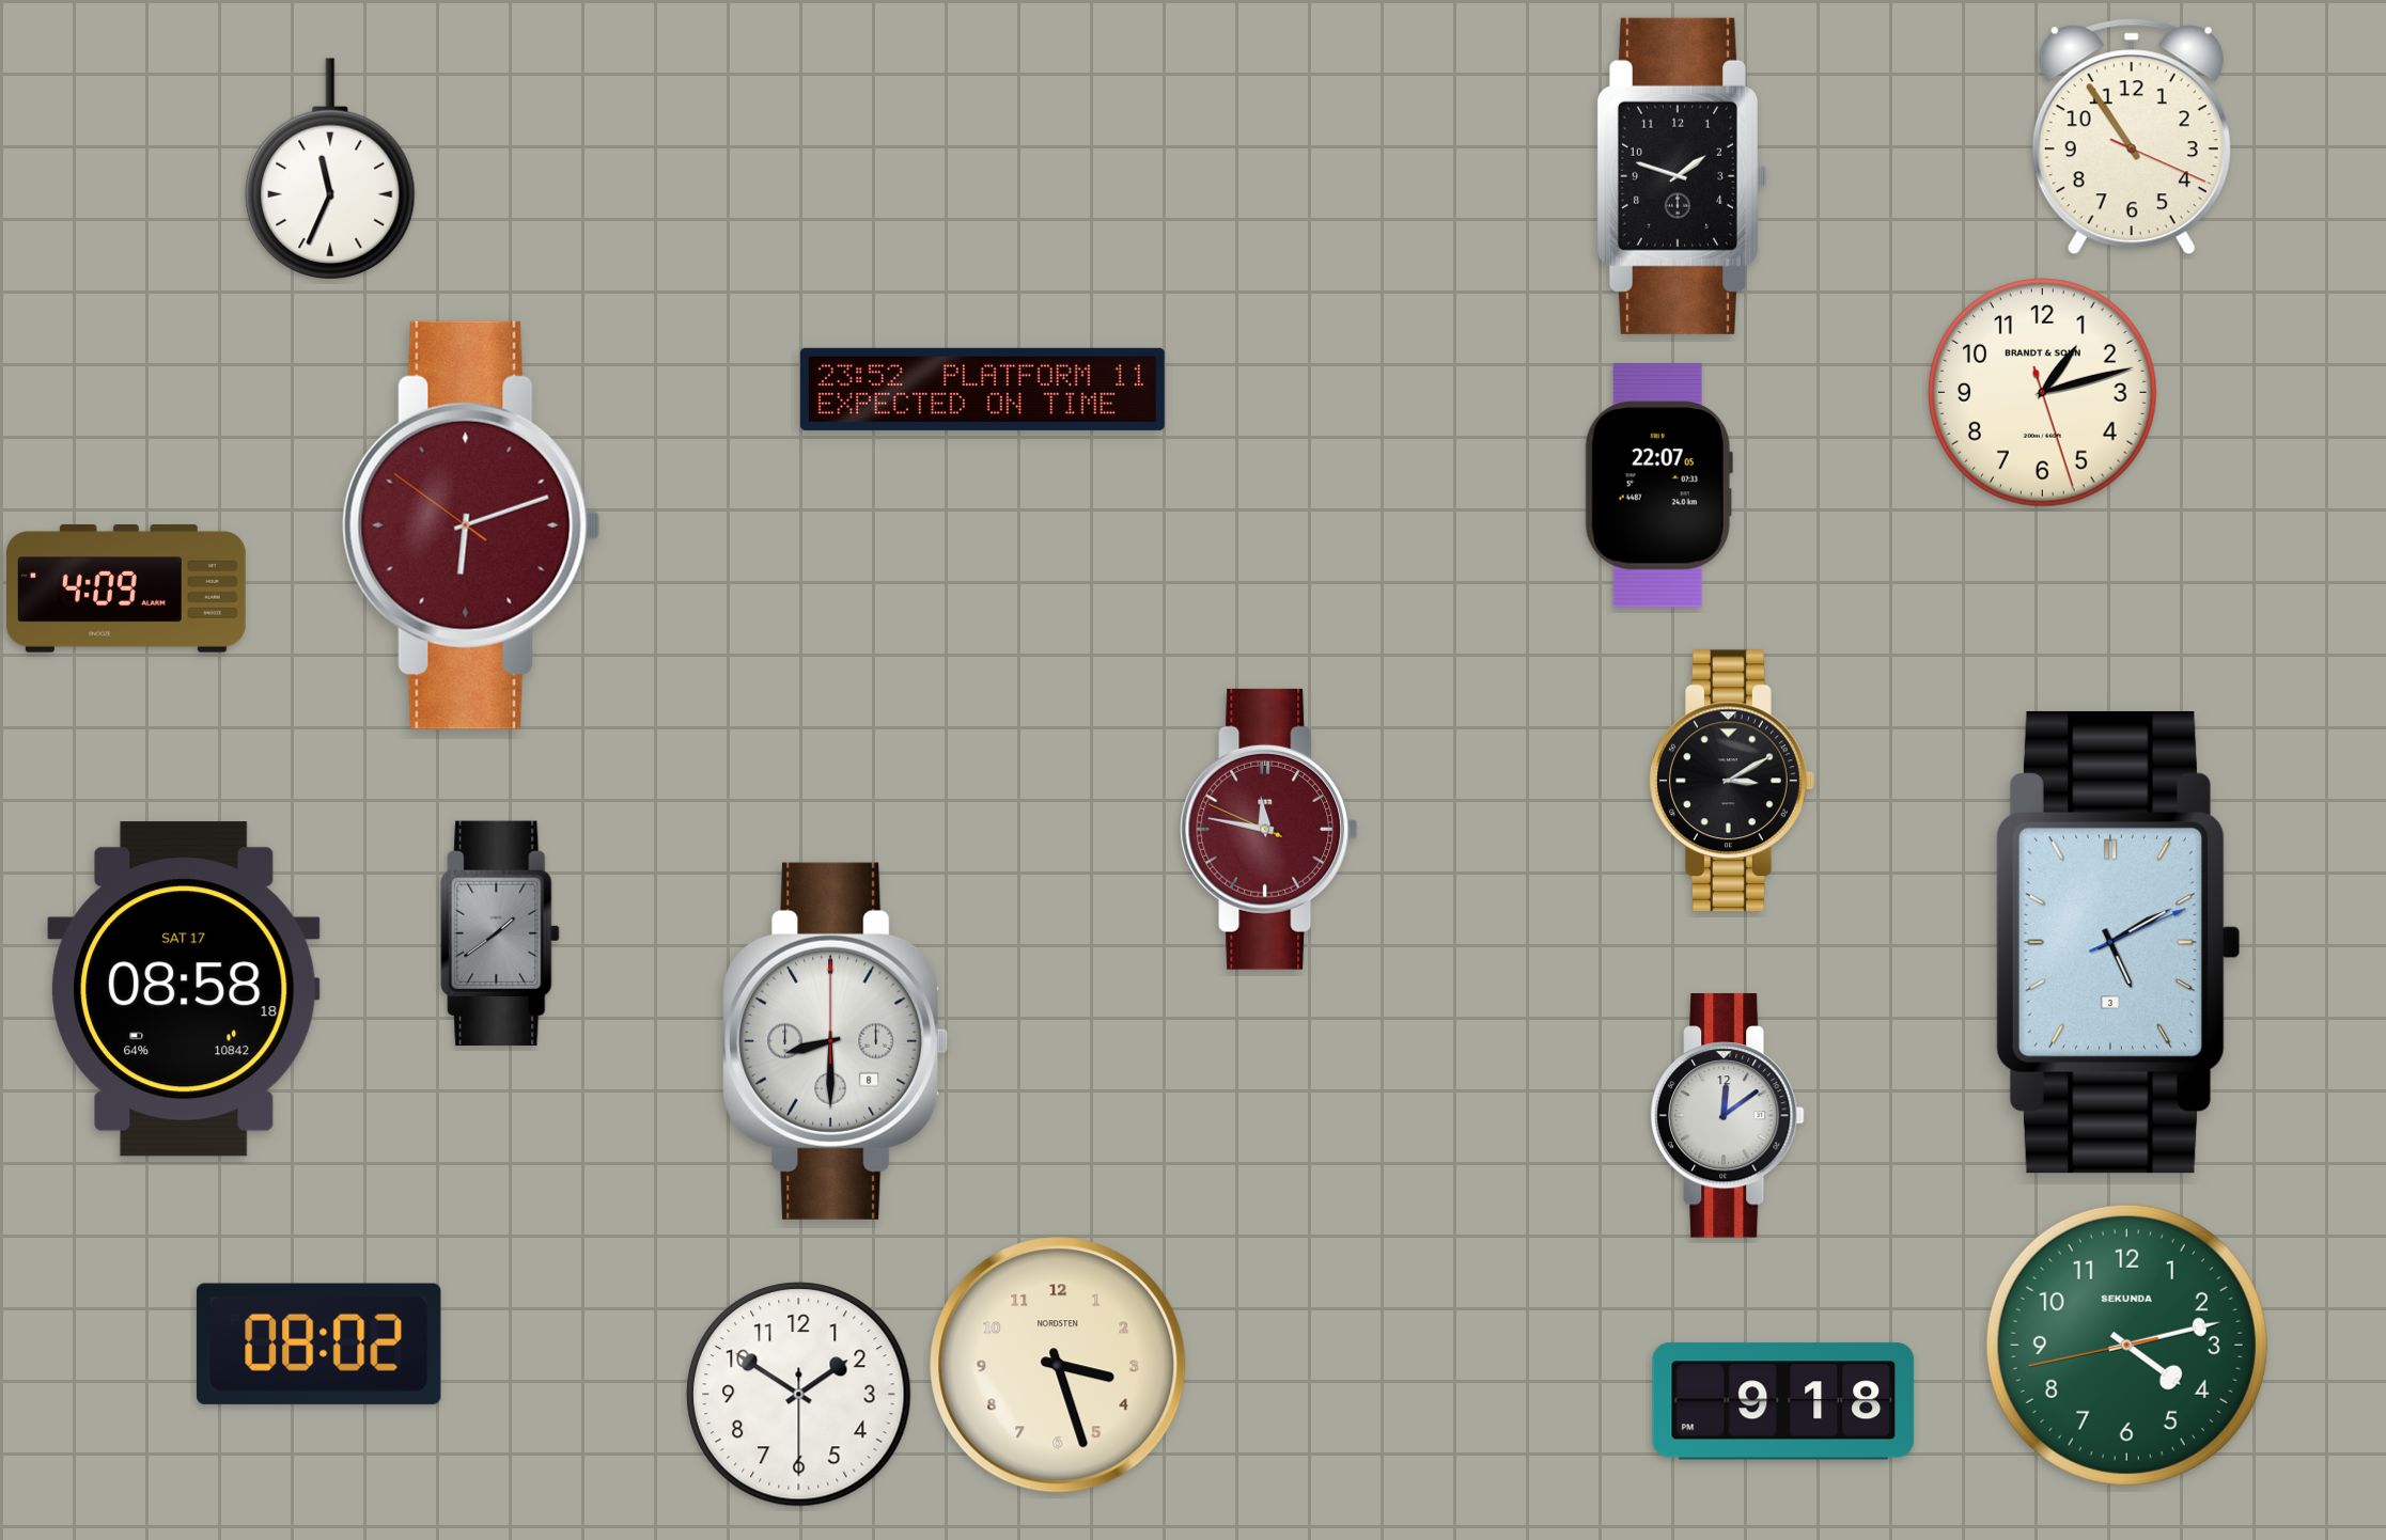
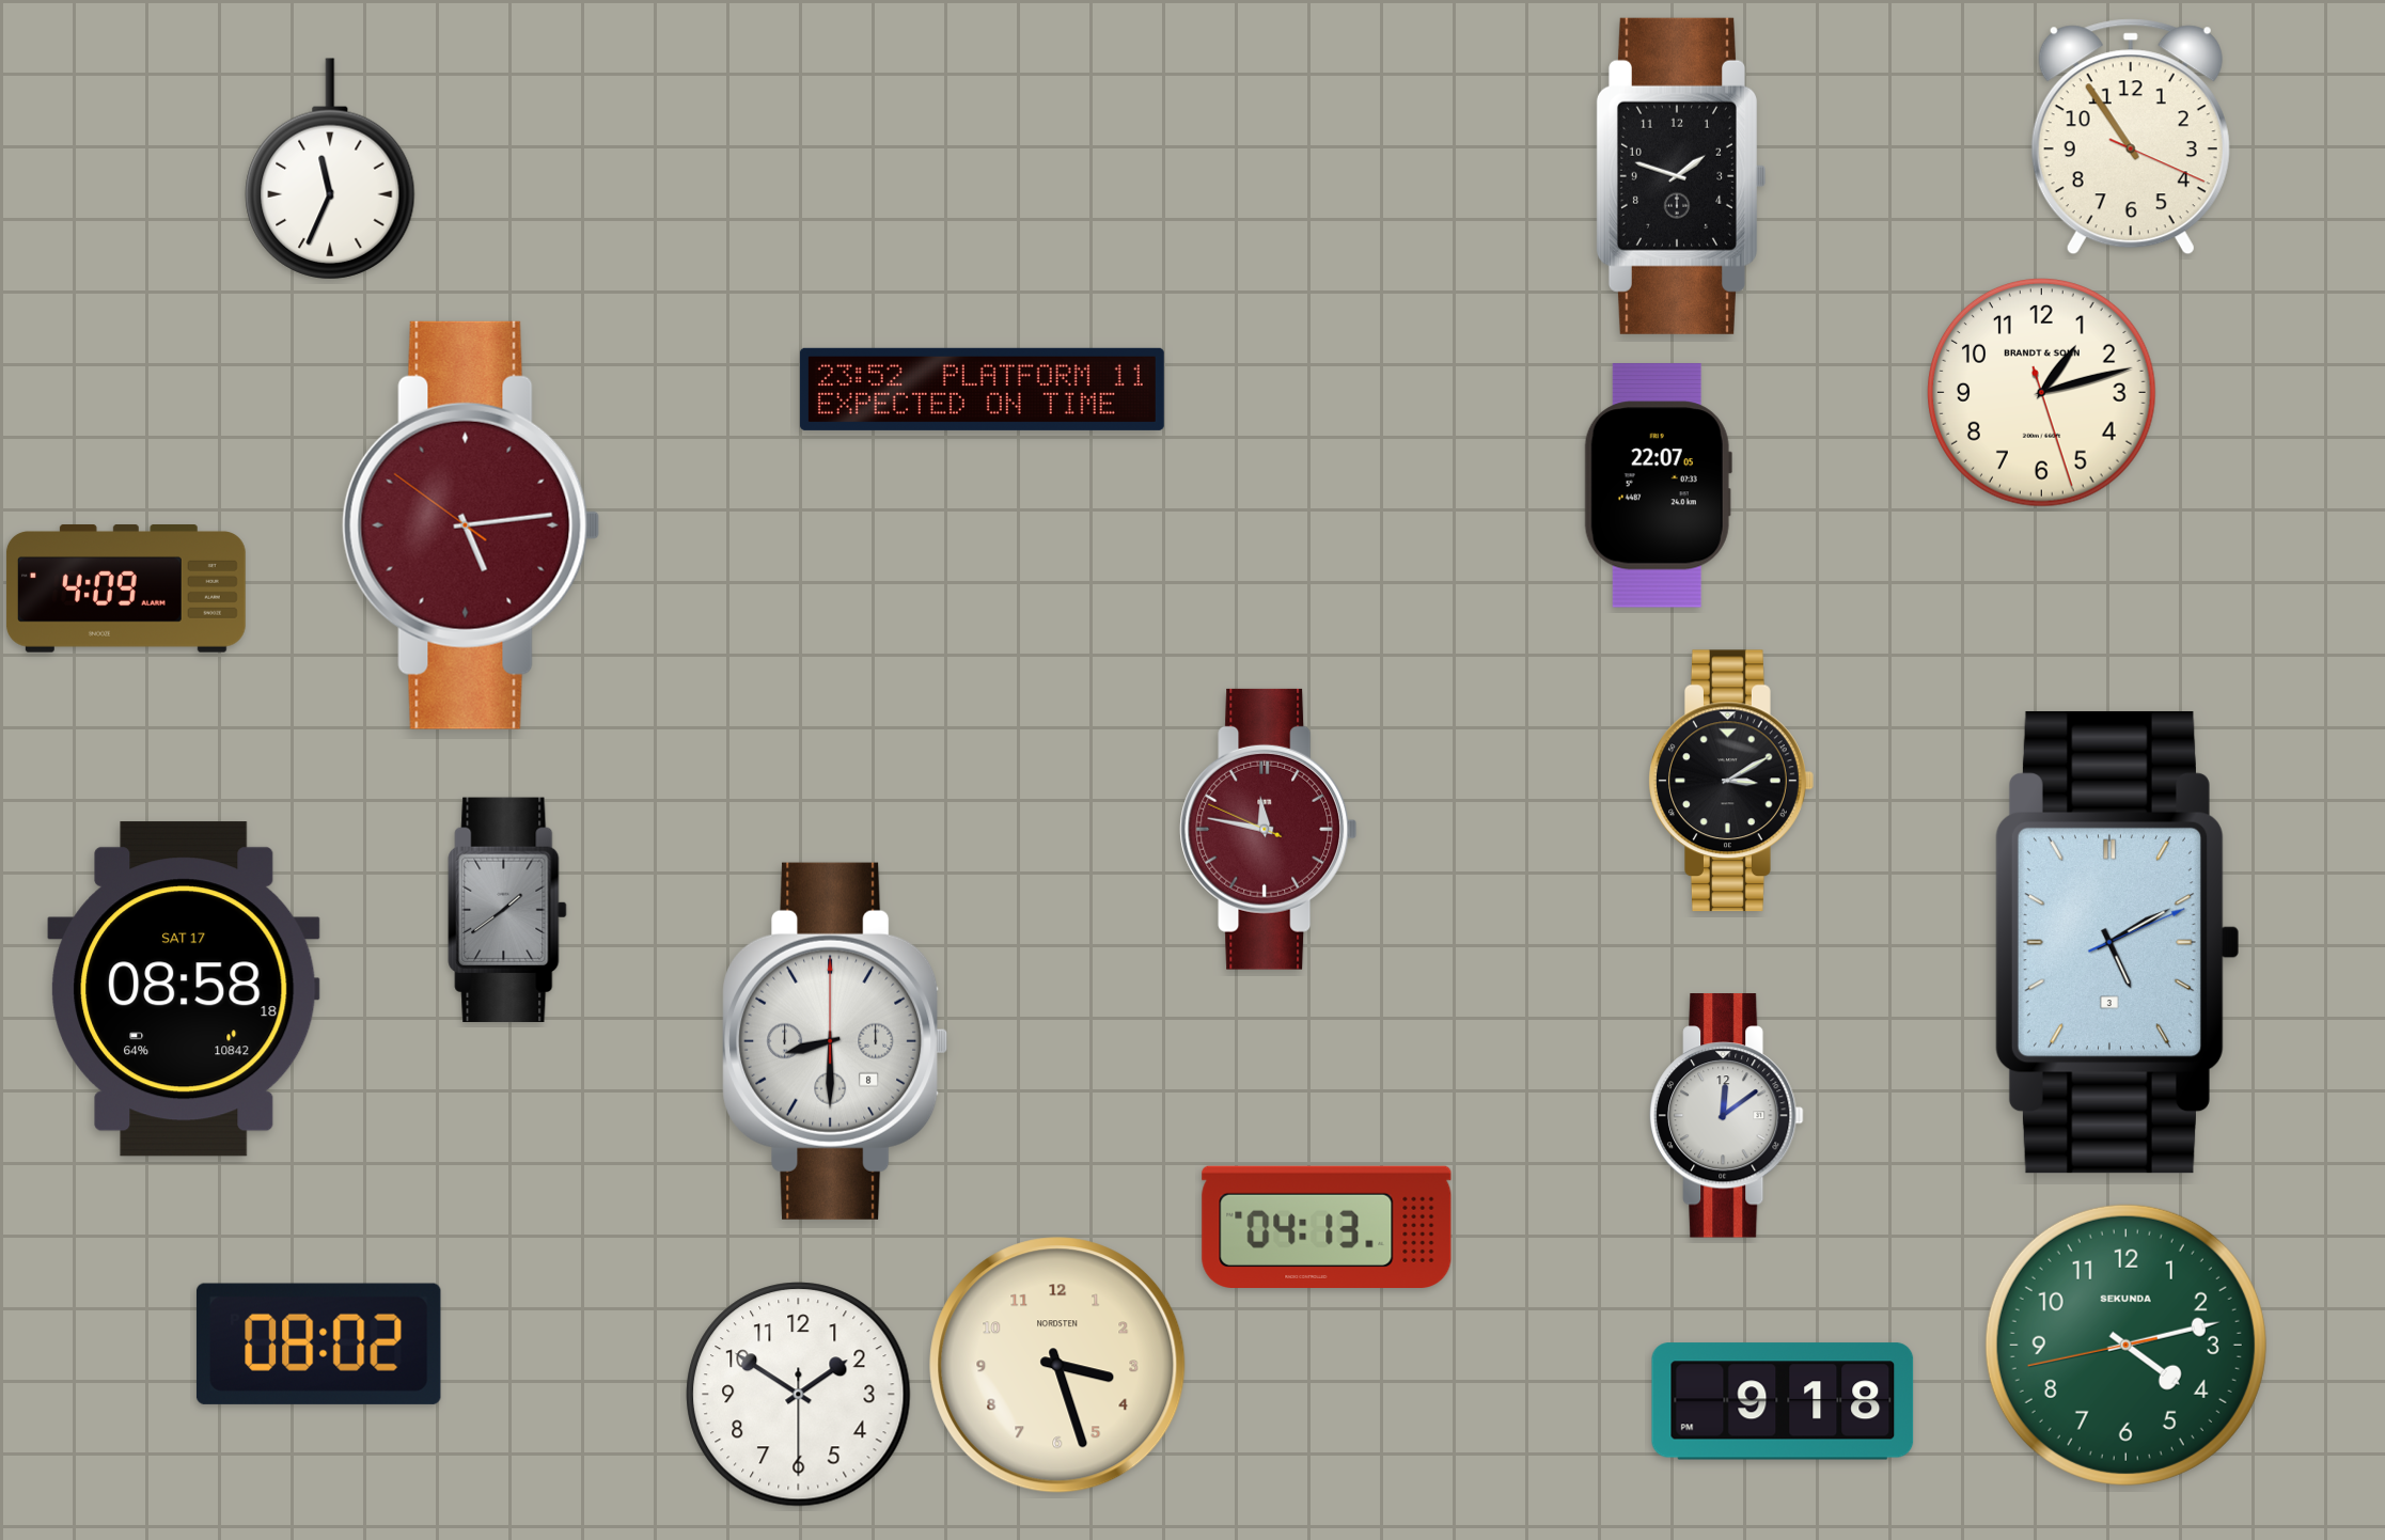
clock at (471, 525): 6:11 -> 5:13
clock at (500, 932) position: (500, 932) -> (507, 909)
clock at (1327, 1226): none -> 04:13
